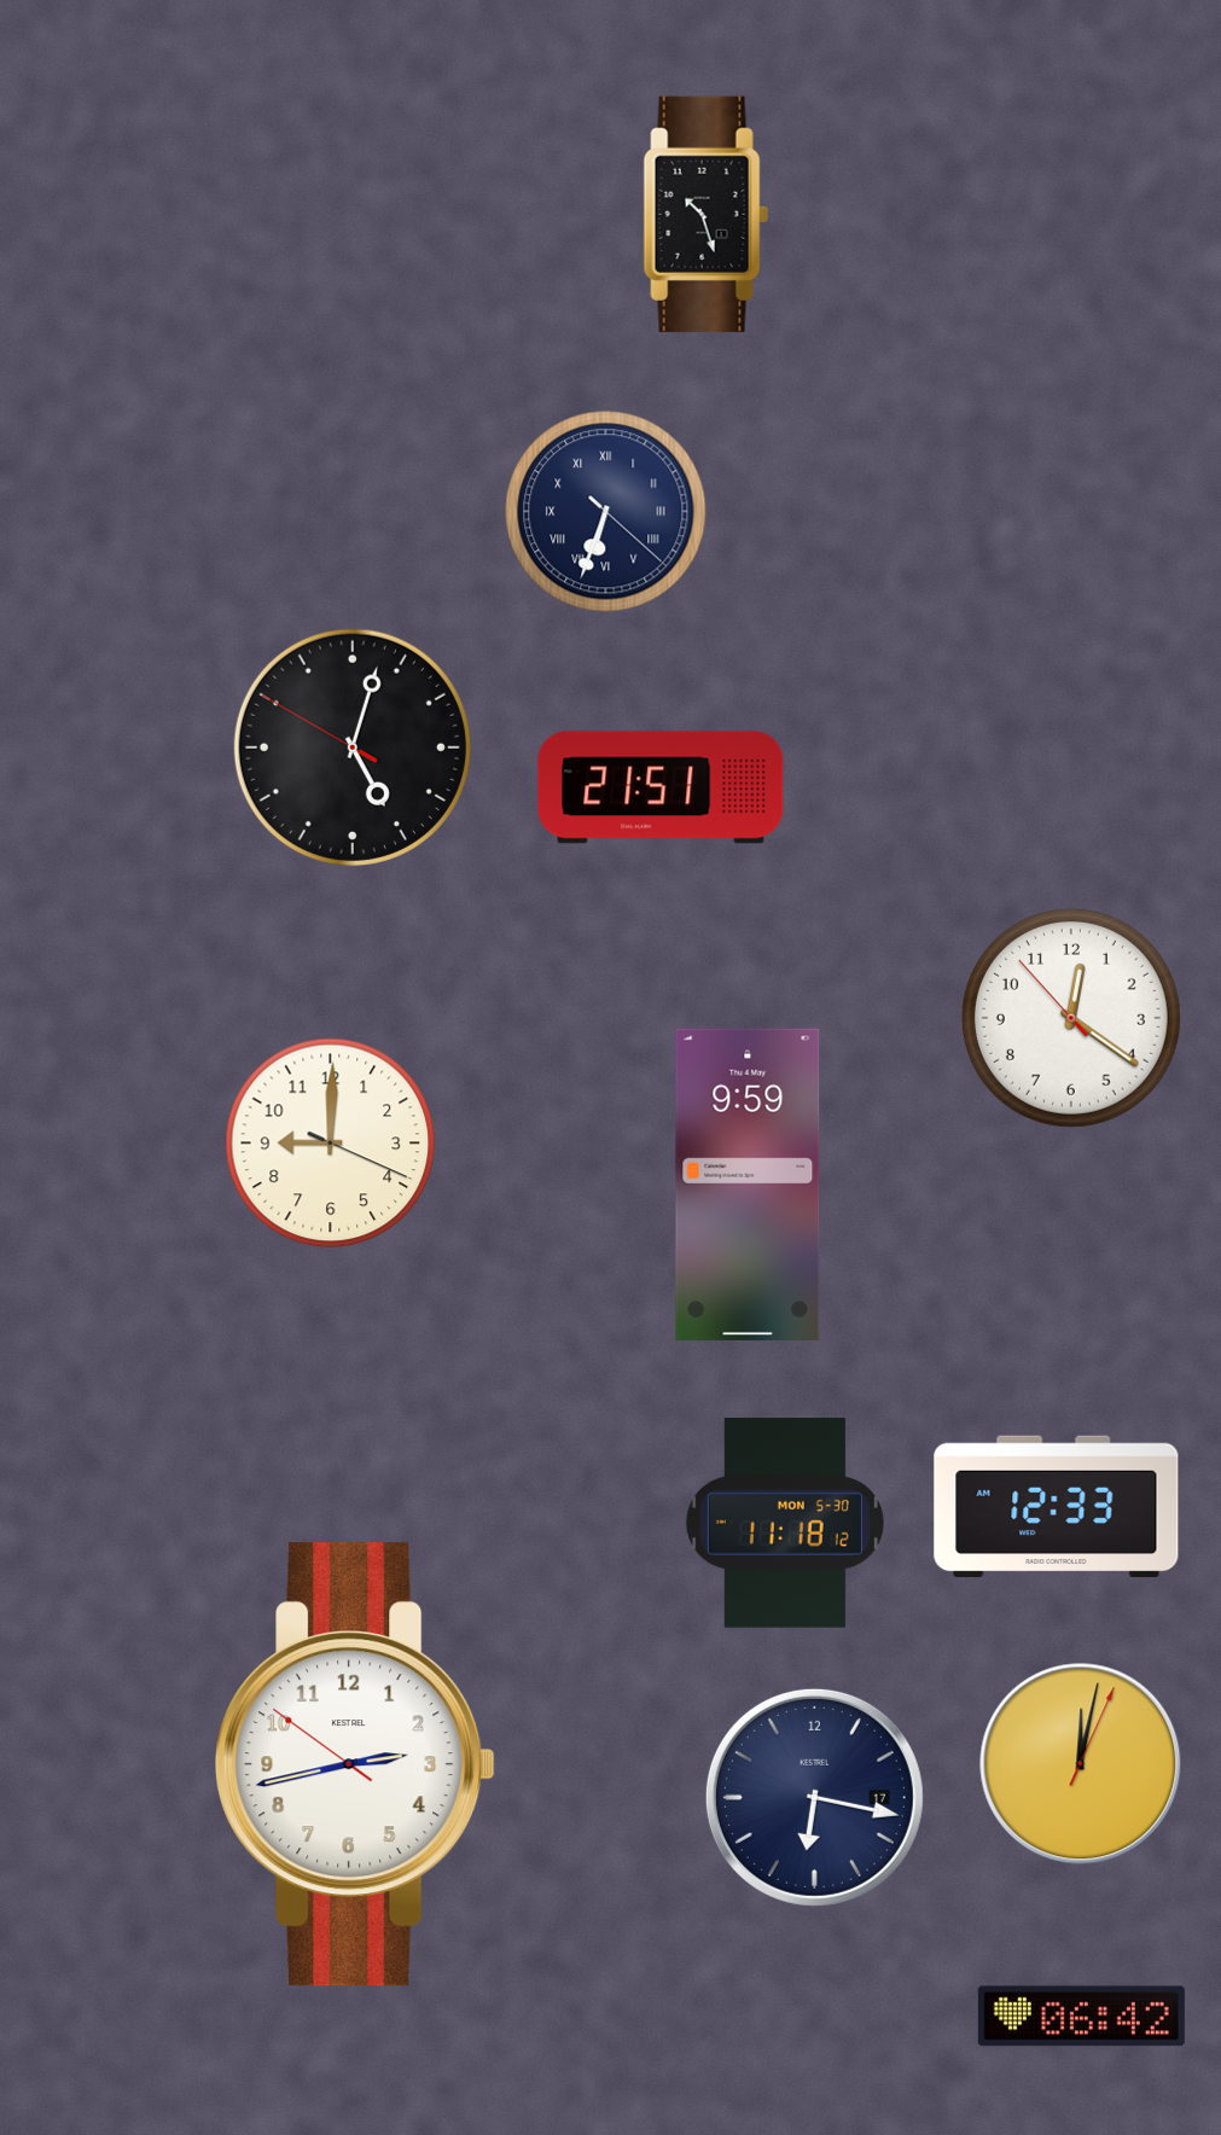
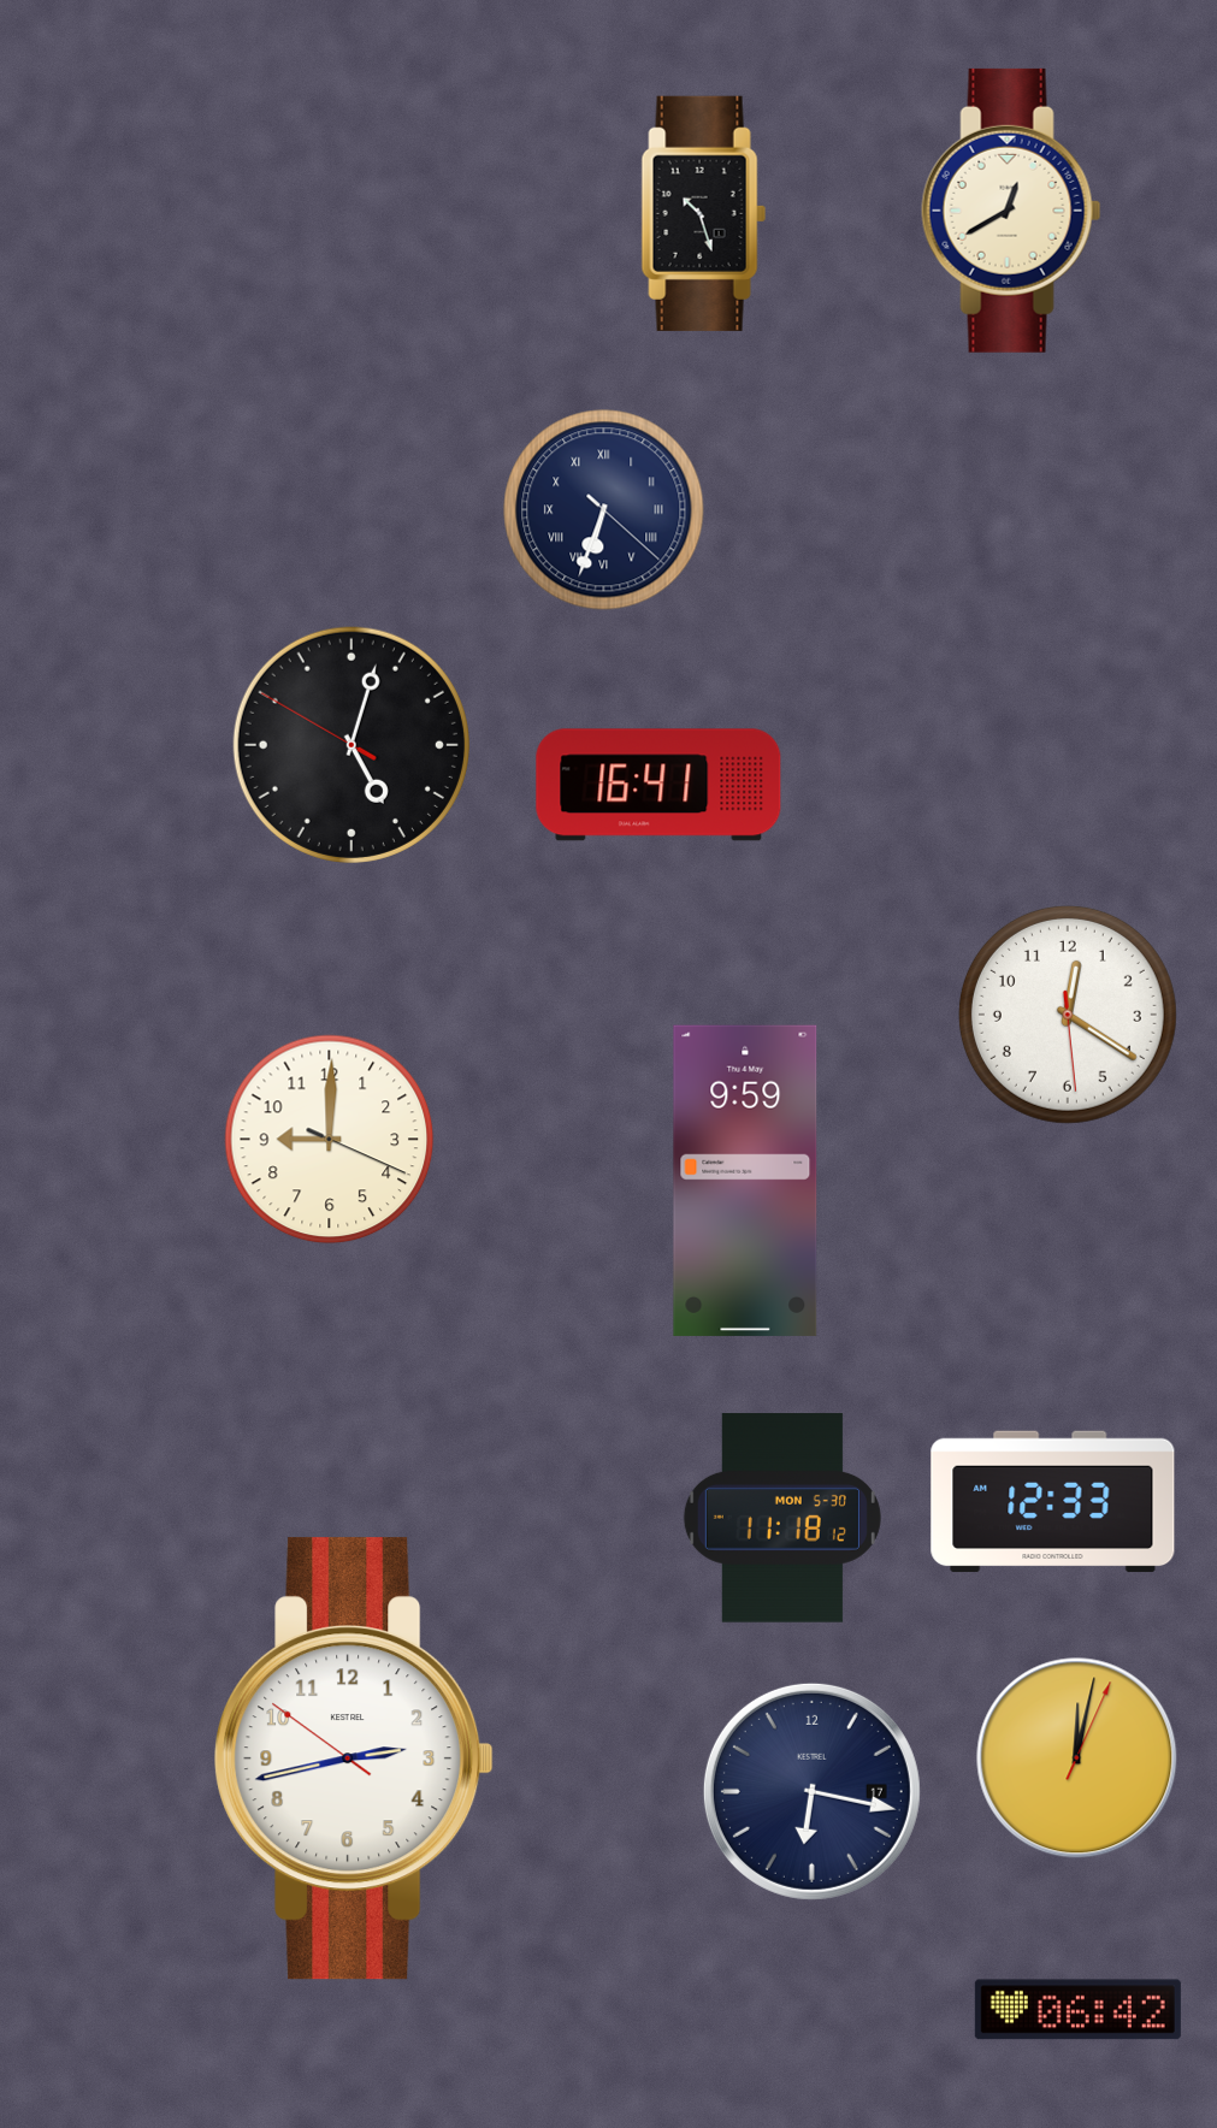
clock at (1011, 211): none -> 12:40
clock at (661, 787): 21:51 -> 16:41
clock at (1071, 1018): 12:20:53 -> 12:20:29
